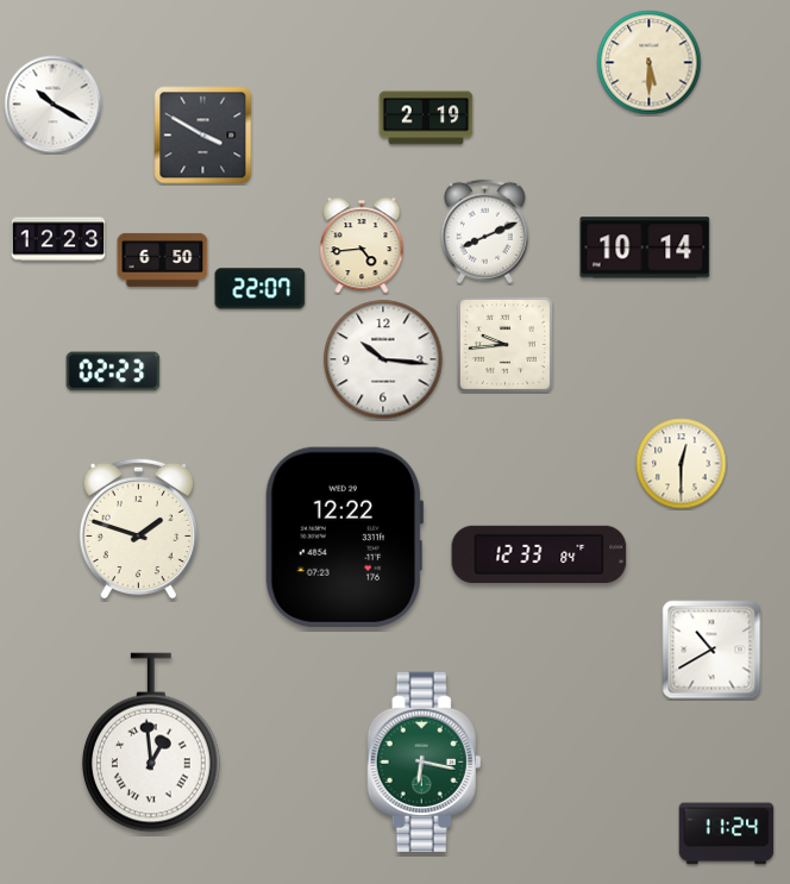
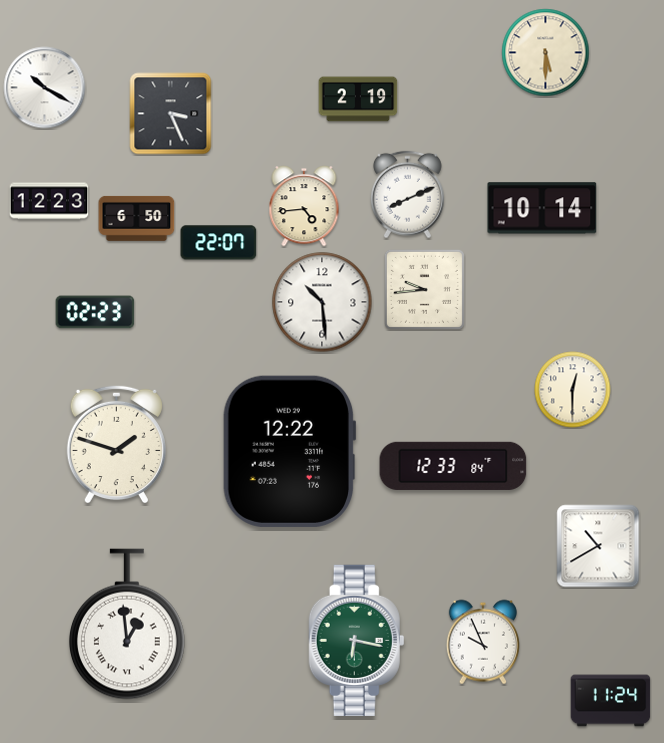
clock at (203, 136): 3:50 -> 3:26
clock at (383, 359): 10:16 -> 10:29
clock at (483, 642): none -> 9:56
